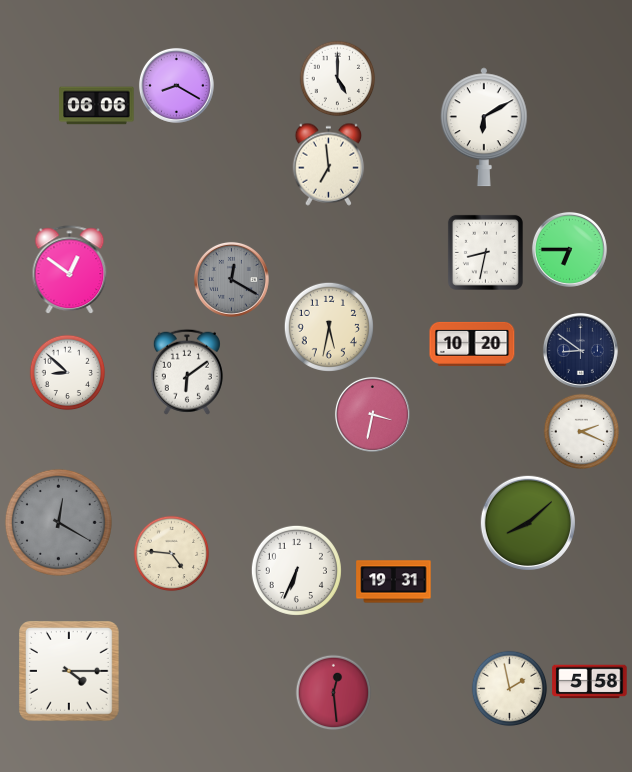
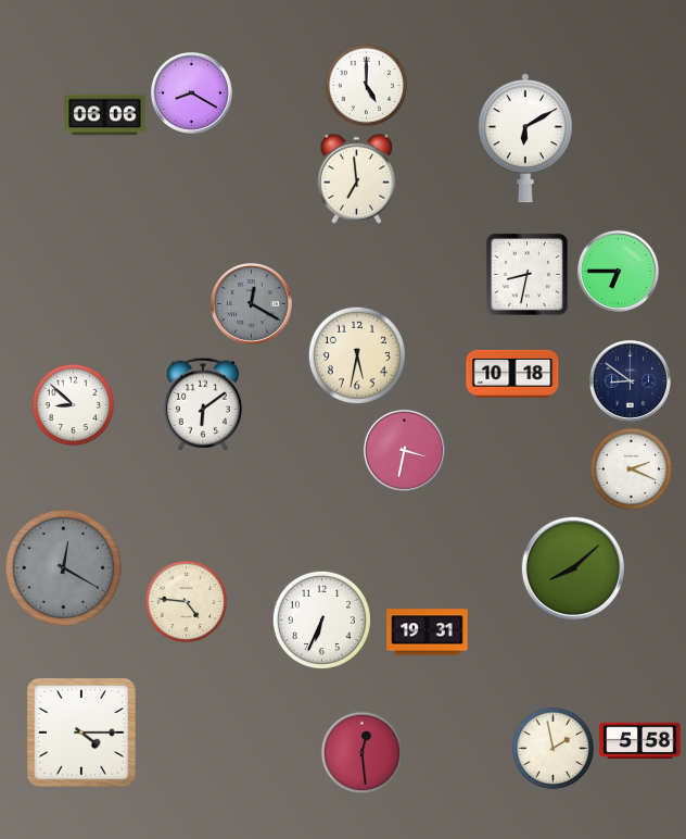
clock at (70, 270): 12:51 -> none
clock at (472, 344): 10:20 -> 10:18
clock at (70, 672) position: (70, 672) -> (82, 734)
